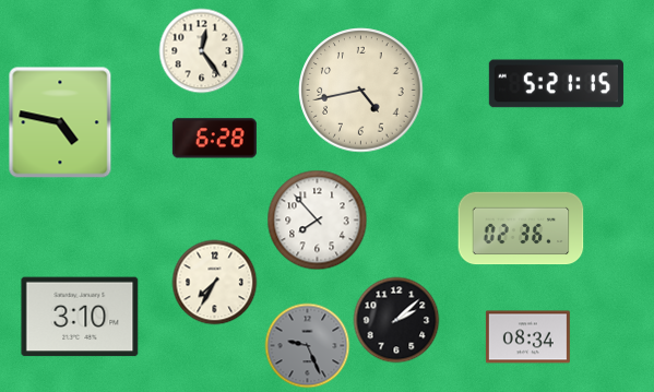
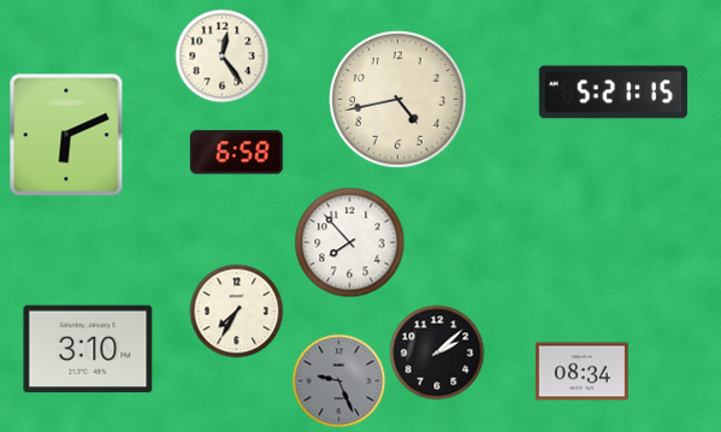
clock at (60, 122): 4:47 -> 6:11
clock at (214, 139): 6:28 -> 6:58
clock at (521, 228): 02:36 -> none
